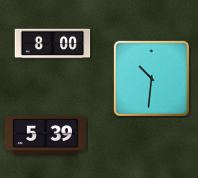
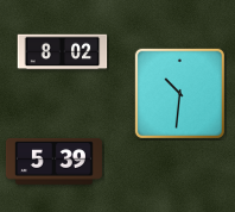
clock at (53, 44): 8:00 -> 8:02
